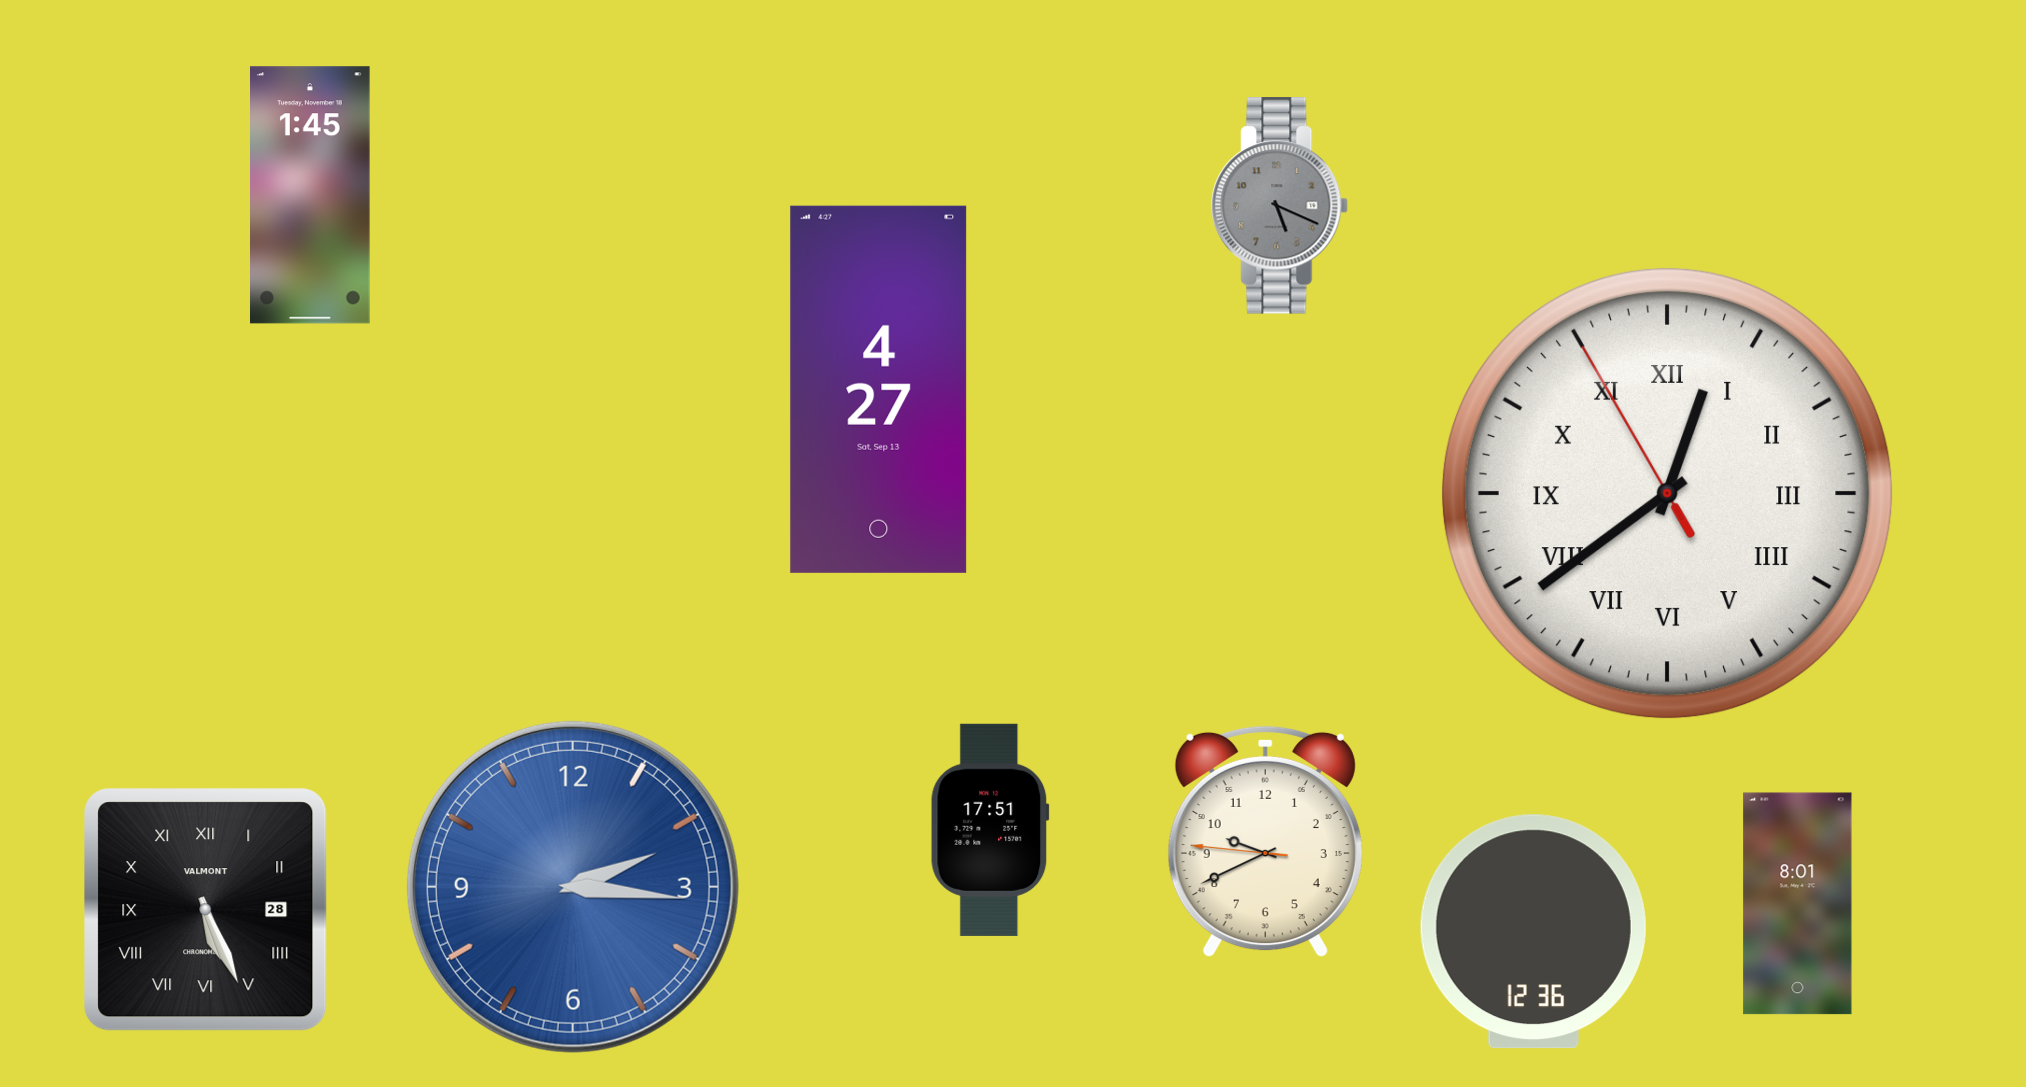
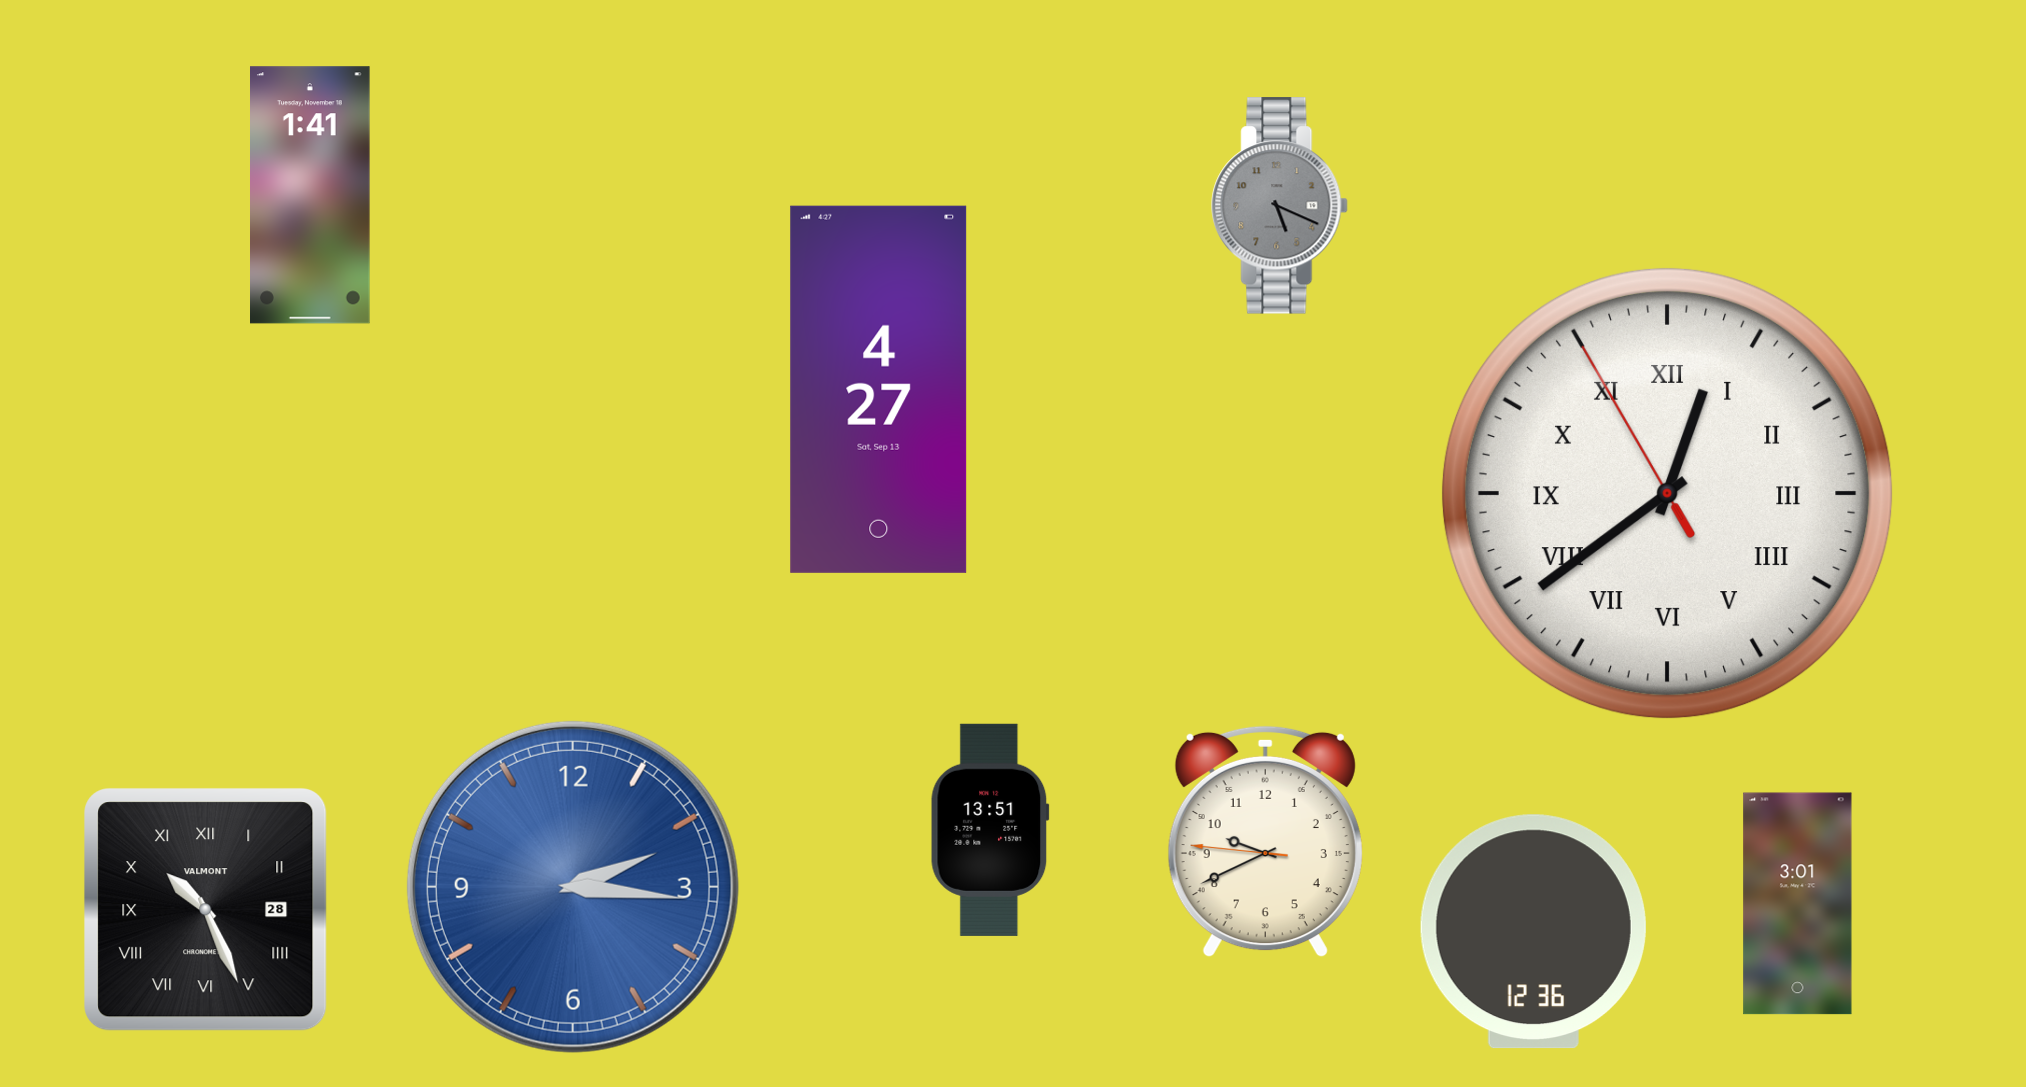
clock at (311, 195): 1:45 -> 1:41
clock at (990, 830): 17:51 -> 13:51
clock at (1798, 904): 8:01 -> 3:01
clock at (206, 910): 5:26 -> 10:26
